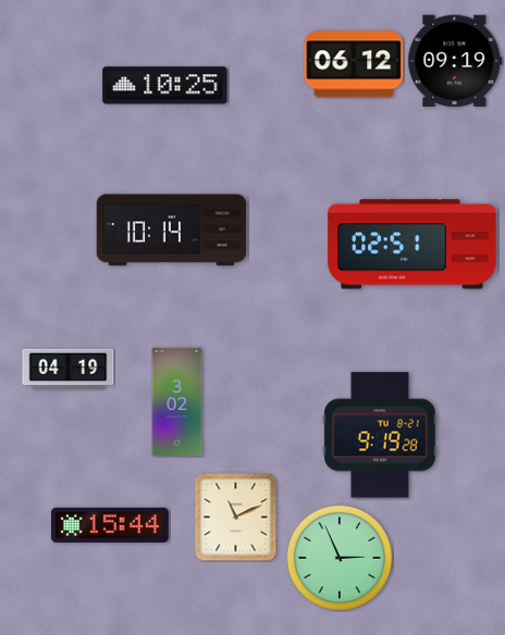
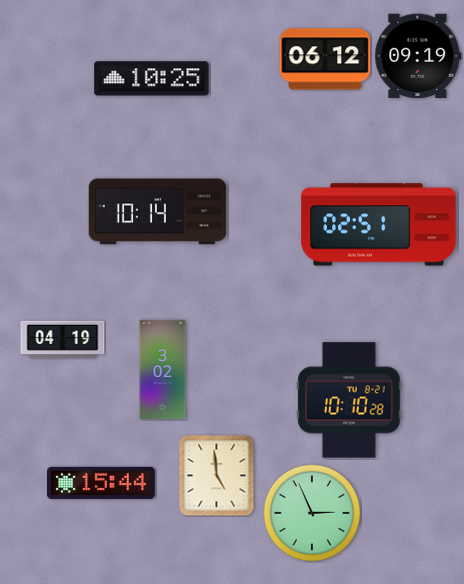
clock at (380, 435): 9:19 -> 10:10
clock at (236, 516): 11:11 -> 4:59
